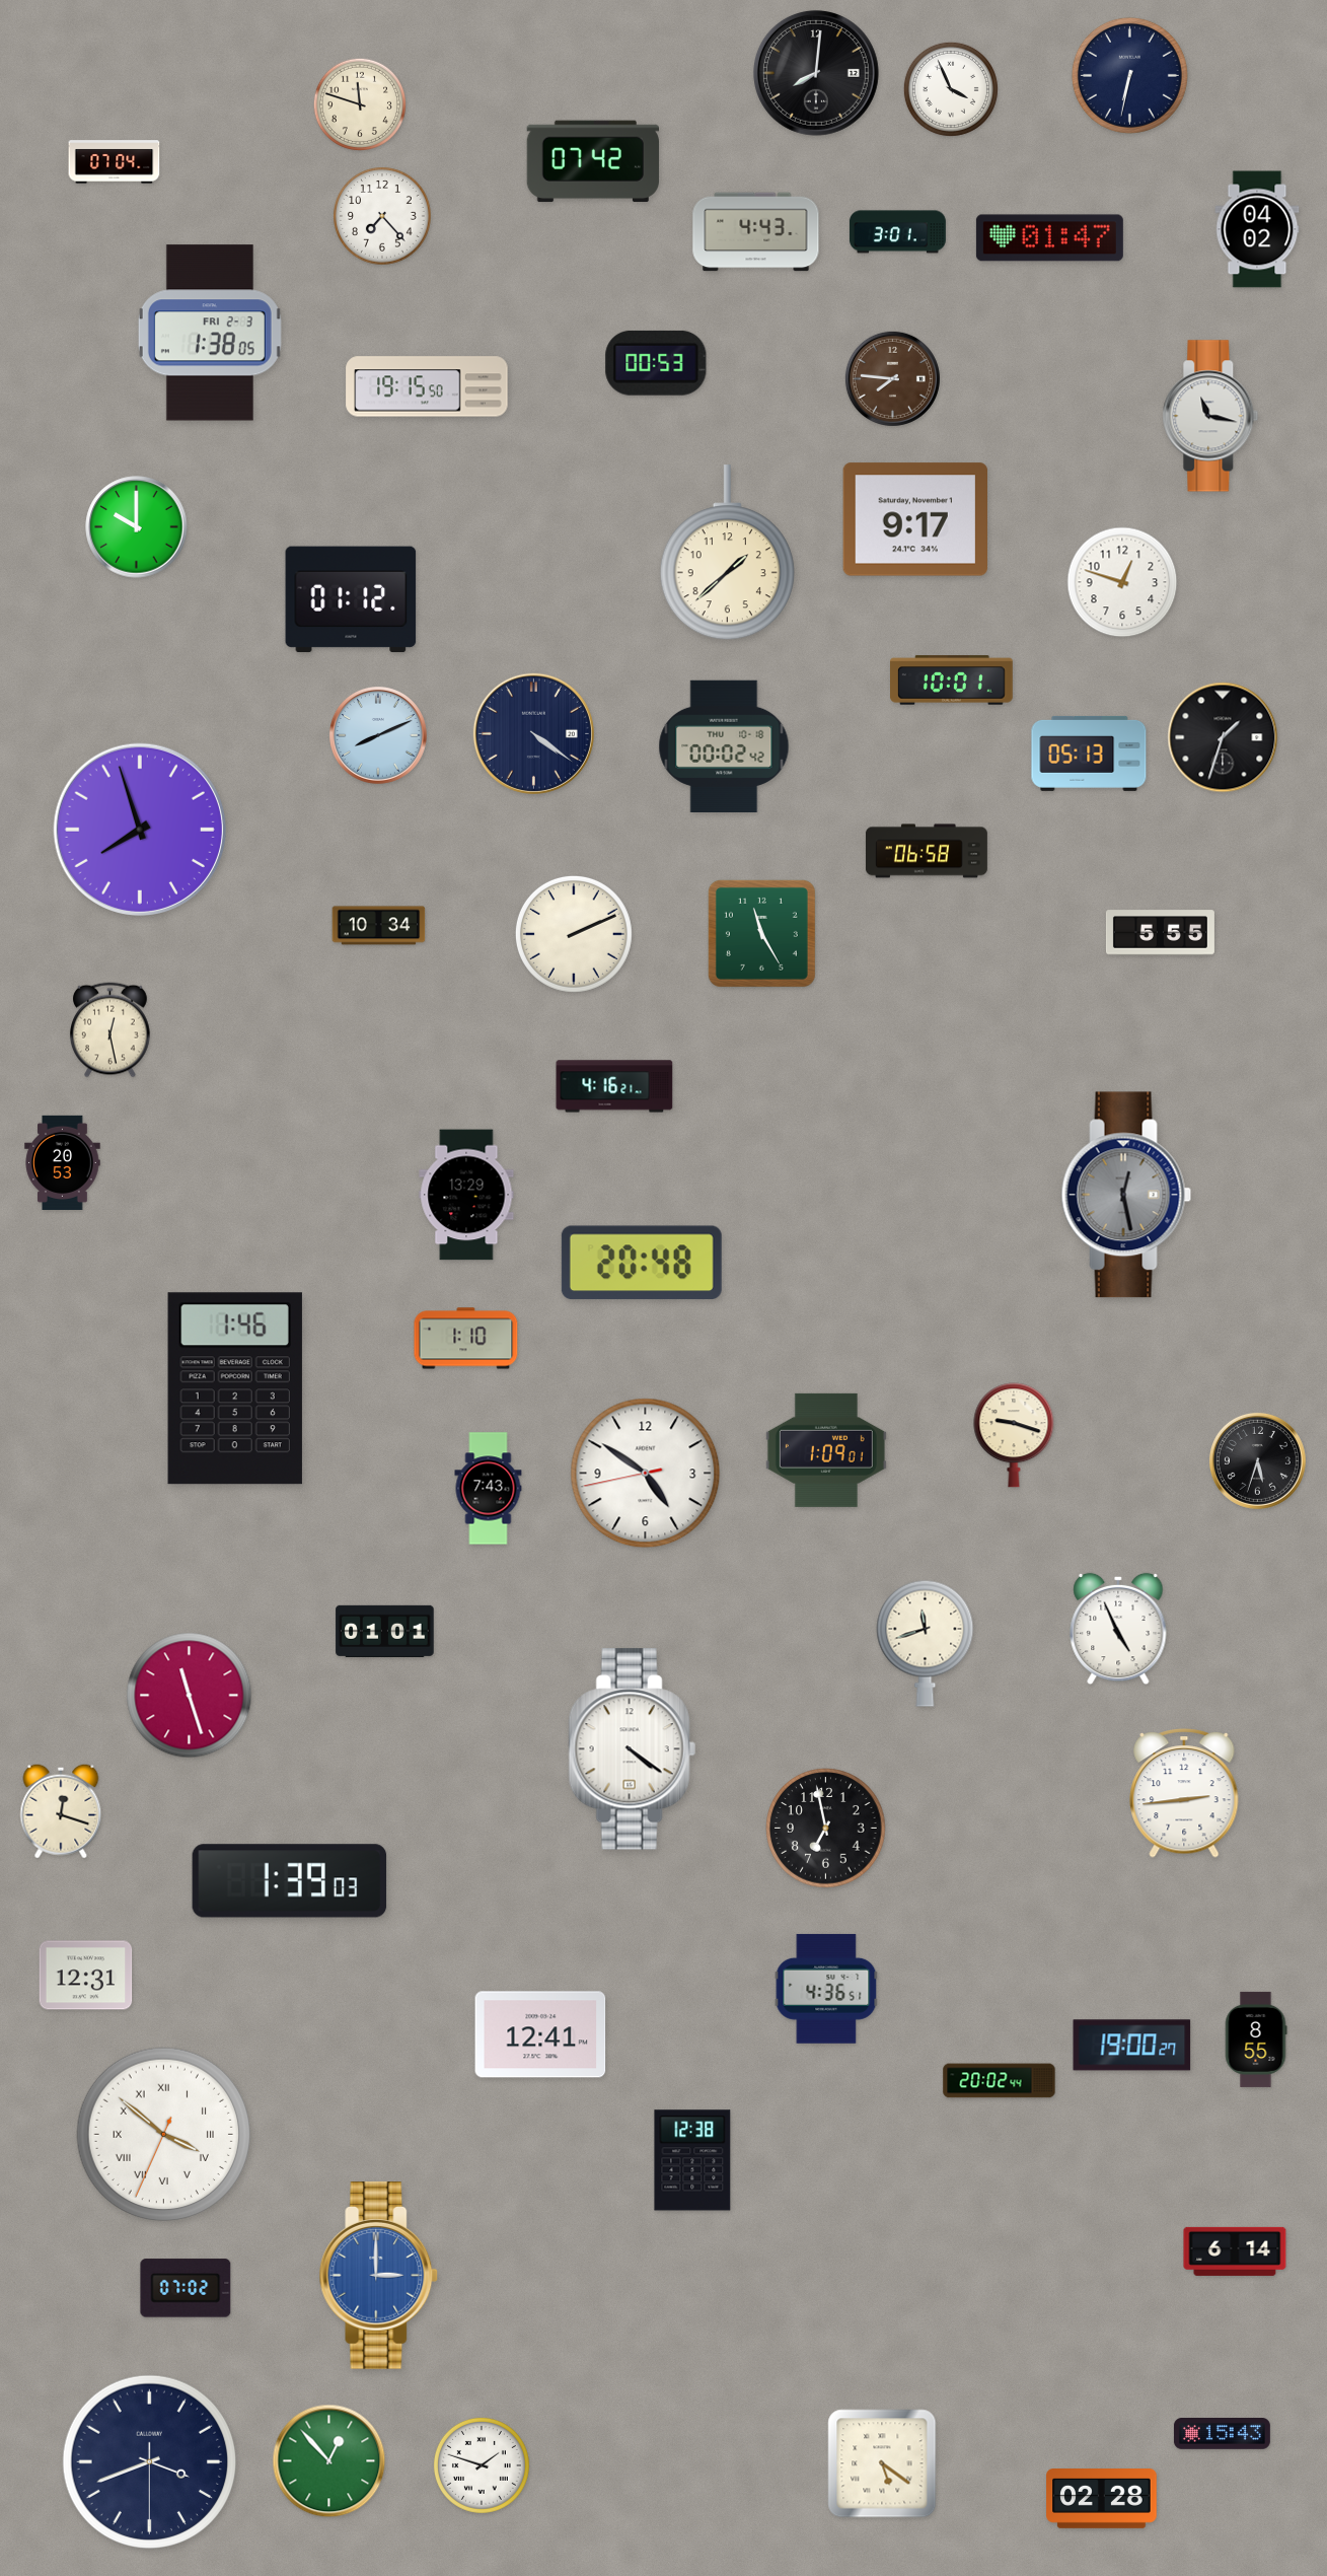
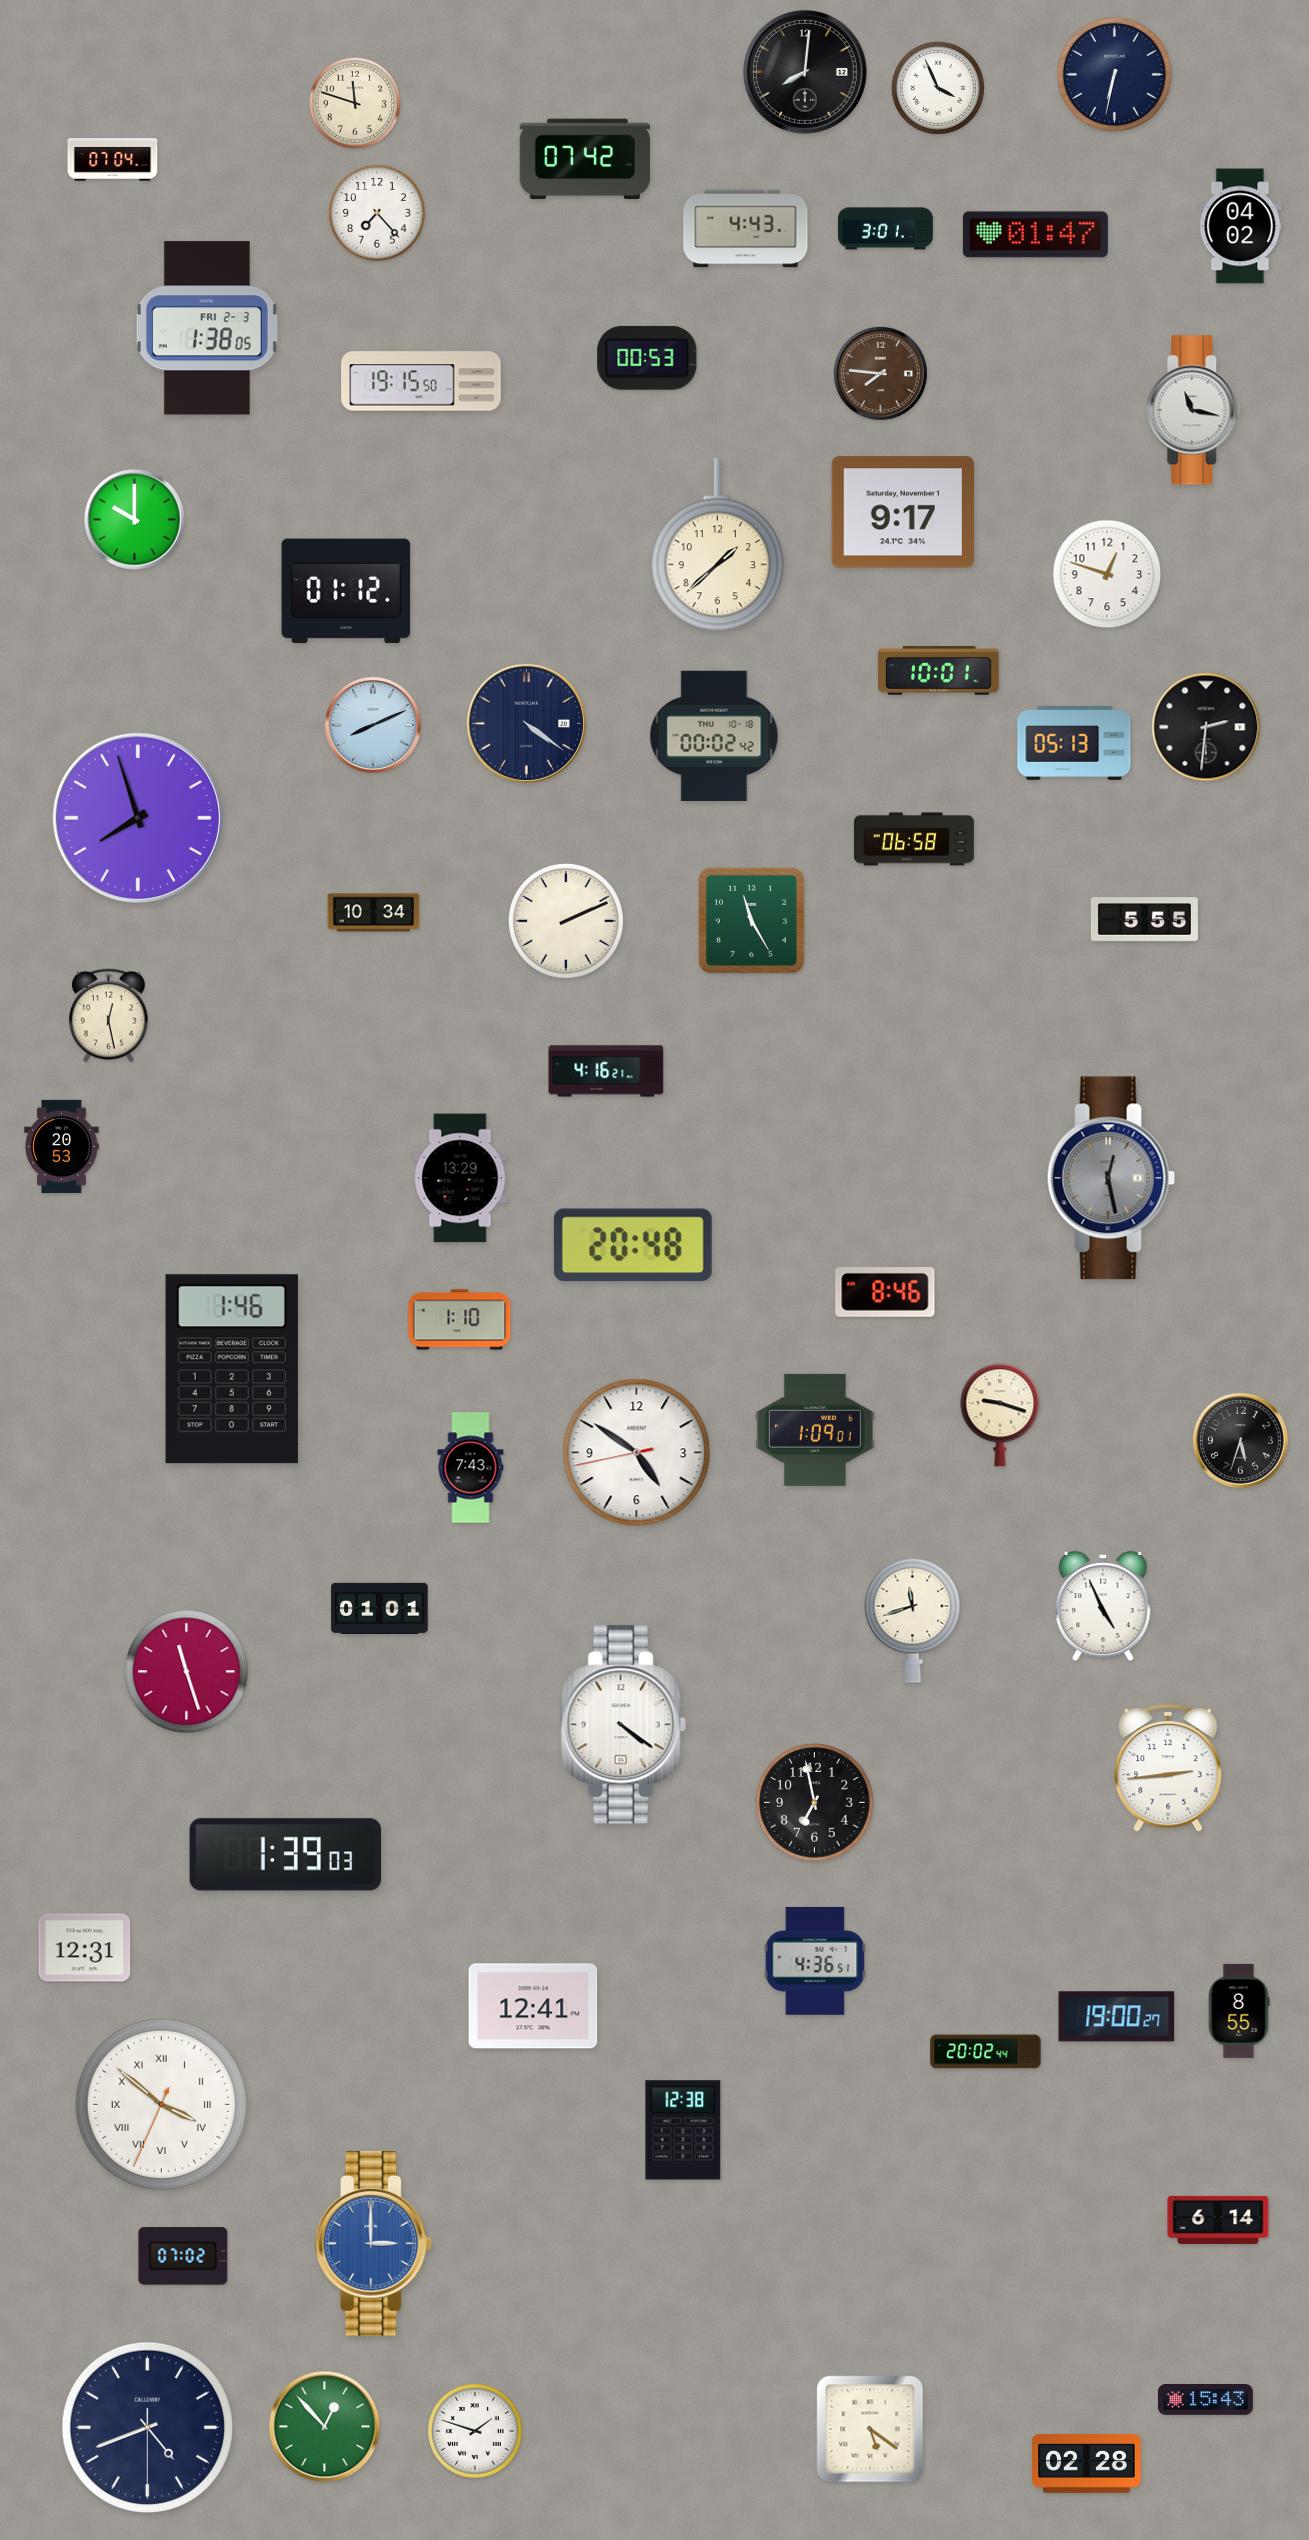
clock at (1223, 737): 1:33 -> 2:31
clock at (885, 1293): none -> 8:46
clock at (489, 1489) position: (489, 1489) -> (471, 1468)
clock at (61, 1811): 12:18 -> none
clock at (150, 2462): 3:41 -> 4:41
